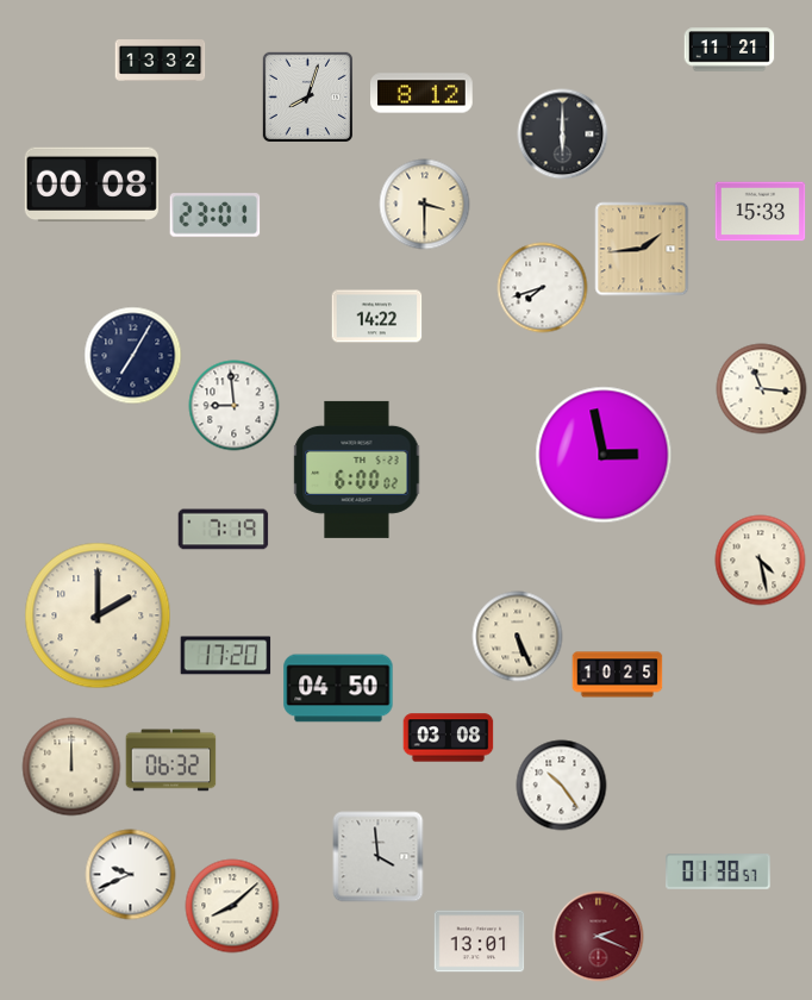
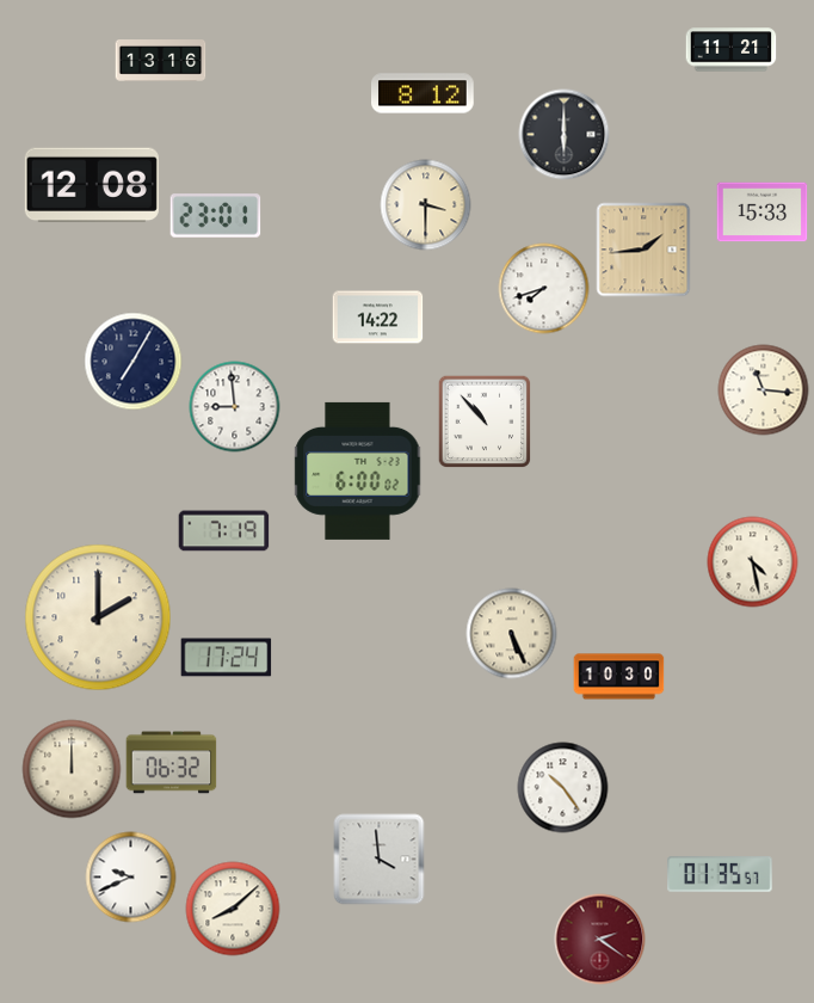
clock at (161, 61): 13:32 -> 13:16
clock at (307, 96): 8:03 -> none
clock at (92, 185): 00:08 -> 12:08
clock at (133, 356) position: (133, 356) -> (134, 362)
clock at (485, 421): none -> 10:53
clock at (604, 455): 2:58 -> none
clock at (761, 561) position: (761, 561) -> (753, 562)
clock at (518, 637) position: (518, 637) -> (512, 634)
clock at (226, 656): 17:20 -> 17:24
clock at (618, 675): 10:25 -> 10:30
clock at (338, 688): 04:50 -> none
clock at (449, 738): 03:08 -> none
clock at (718, 871): 01:38 -> 01:35
clock at (599, 937): 2:19 -> 2:21
clock at (480, 942): 13:01 -> none
